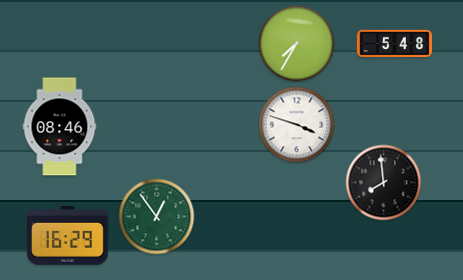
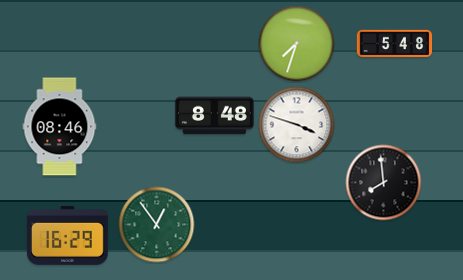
clock at (297, 44): 7:35 -> 7:33
clock at (214, 116): none -> 8:48
clock at (157, 217) position: (157, 217) -> (157, 225)
